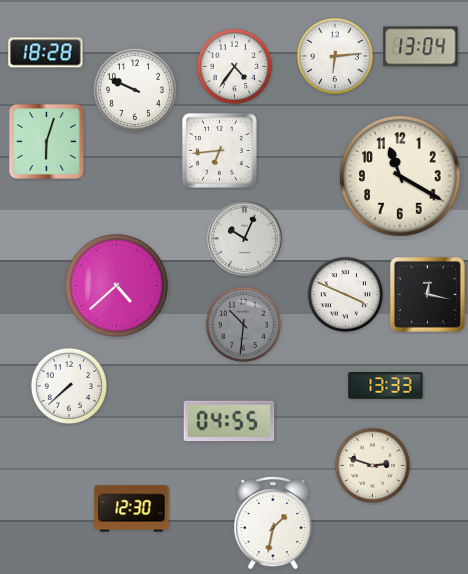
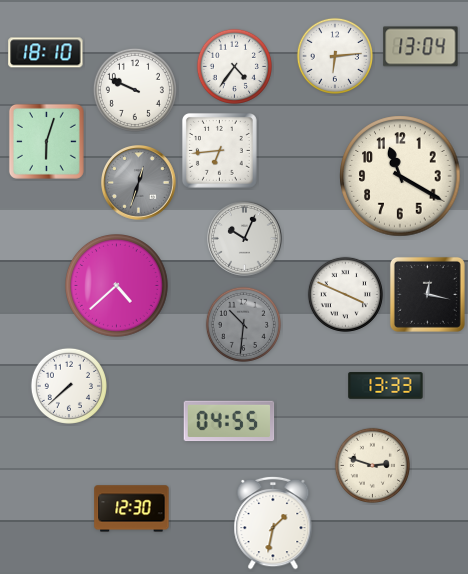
clock at (46, 53): 18:28 -> 18:10
clock at (139, 183): none -> 12:33
